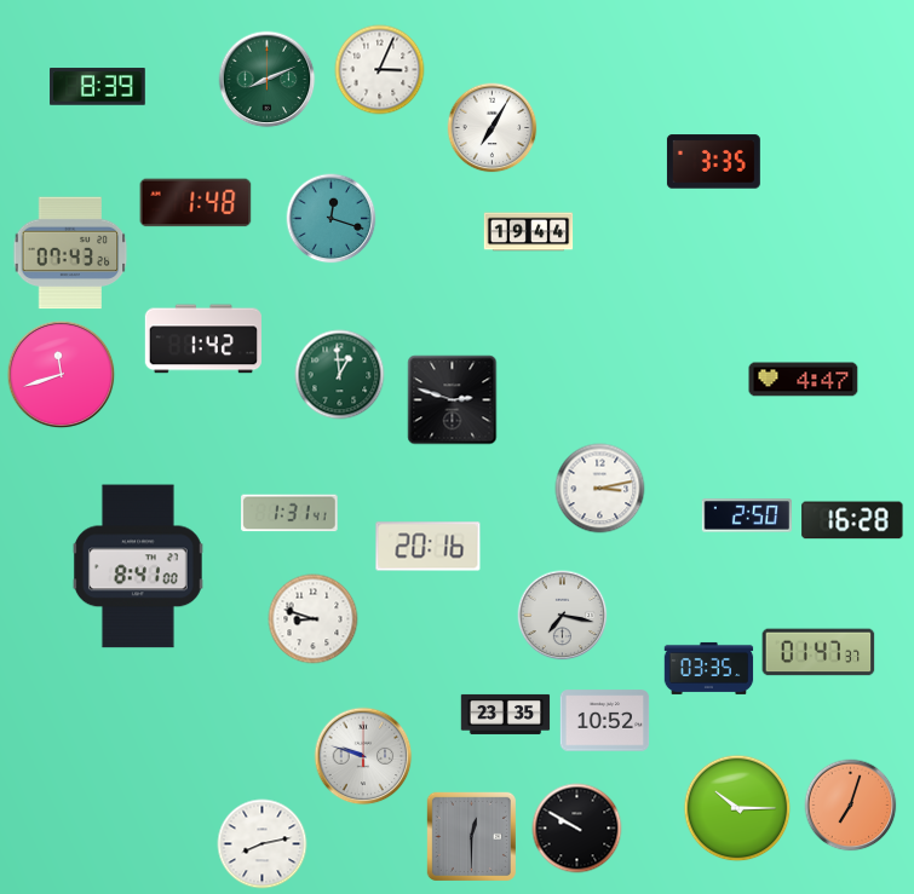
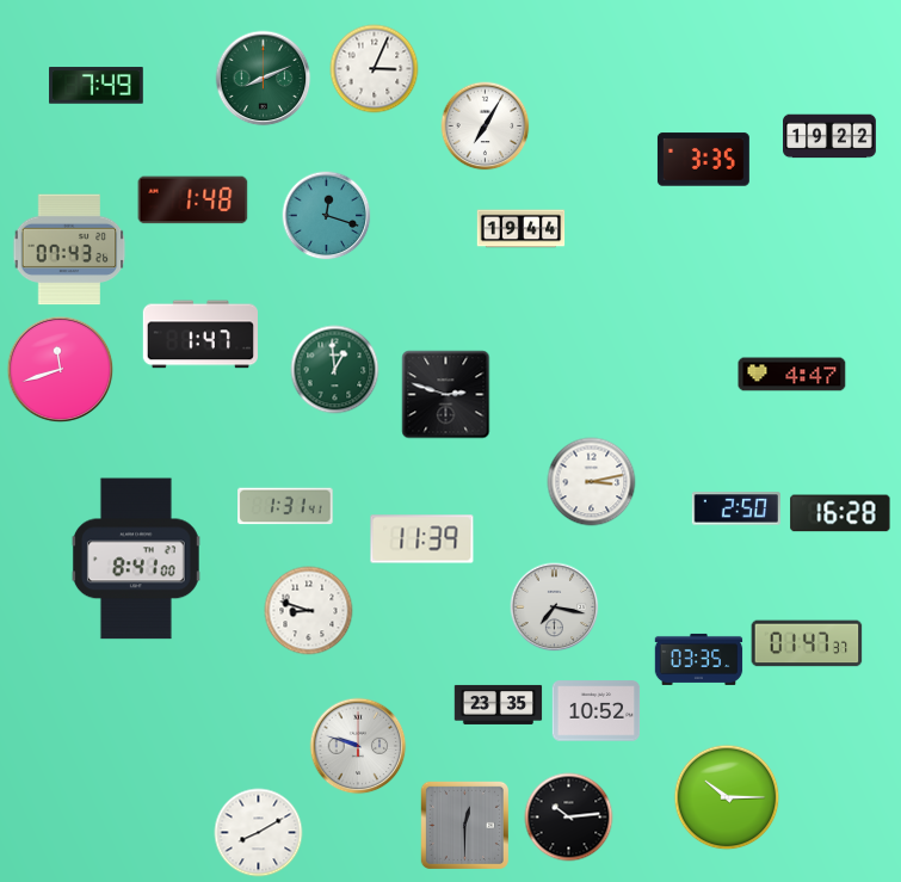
clock at (98, 87): 8:39 -> 7:49
clock at (829, 136): none -> 19:22
clock at (203, 339): 1:42 -> 1:47
clock at (429, 547): 20:16 -> 11:39
clock at (851, 806): 7:03 -> none
clock at (577, 829): 9:50 -> 10:14
clock at (263, 844): 8:13 -> 8:10
